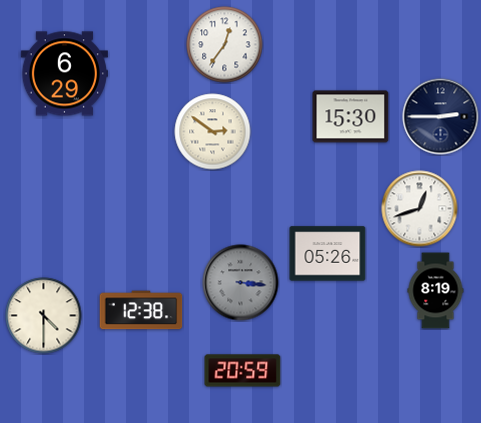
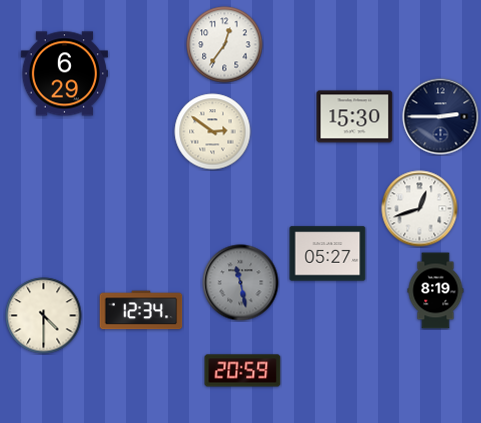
clock at (351, 117) position: (351, 117) -> (355, 117)
clock at (328, 254): 05:26 -> 05:27
clock at (241, 283): 3:16 -> 11:28
clock at (141, 310): 12:38 -> 12:34
